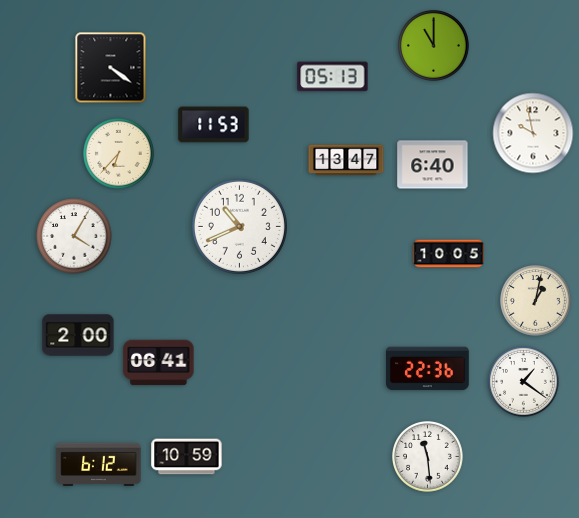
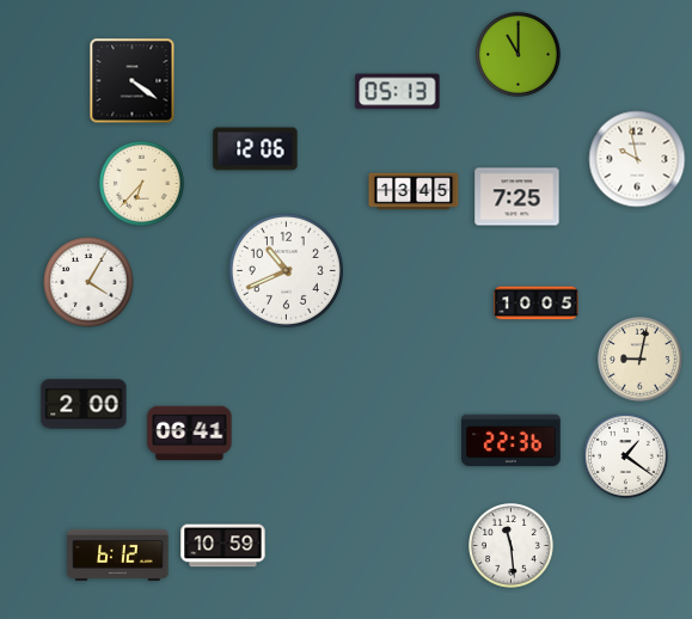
clock at (214, 125): 11:53 -> 12:06
clock at (346, 160): 13:47 -> 13:45
clock at (433, 165): 6:40 -> 7:25
clock at (536, 301): 1:02 -> 9:02
clock at (78, 335) position: (78, 335) -> (84, 404)
